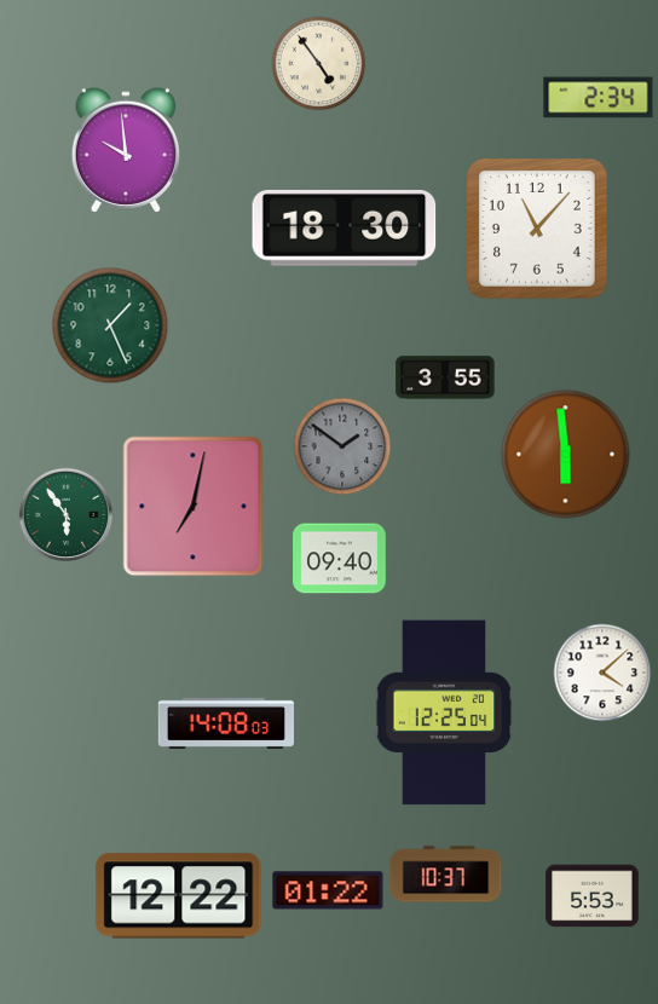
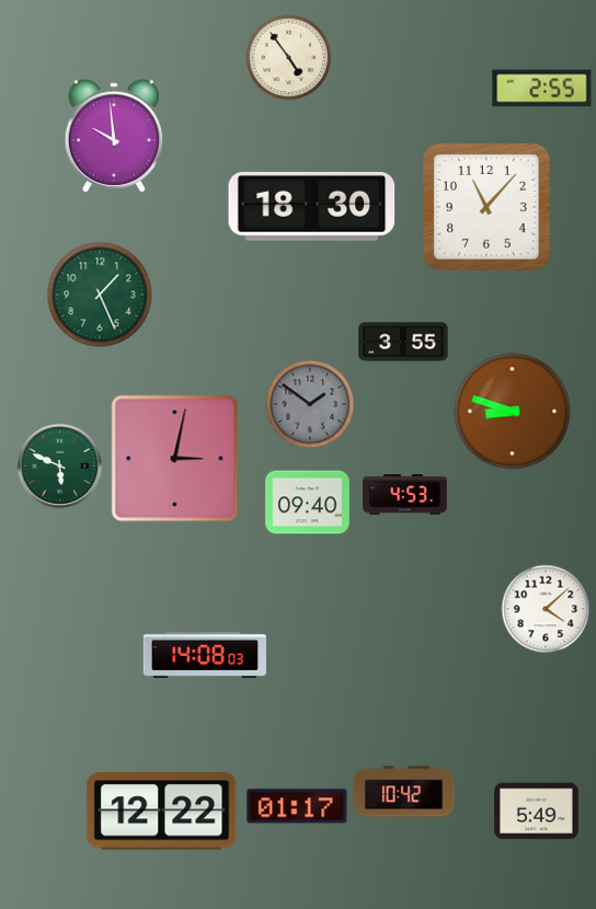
clock at (599, 98): 2:34 -> 2:55
clock at (566, 455): 5:59 -> 8:48
clock at (194, 507): 7:02 -> 3:02
clock at (65, 514): 5:54 -> 5:49
clock at (405, 495): none -> 4:53
clock at (340, 559) position: (340, 559) -> (308, 503)
clock at (444, 712): 12:25 -> none
clock at (446, 875): 10:37 -> 10:42
clock at (328, 890): 01:22 -> 01:17
clock at (593, 896): 5:53 -> 5:49
